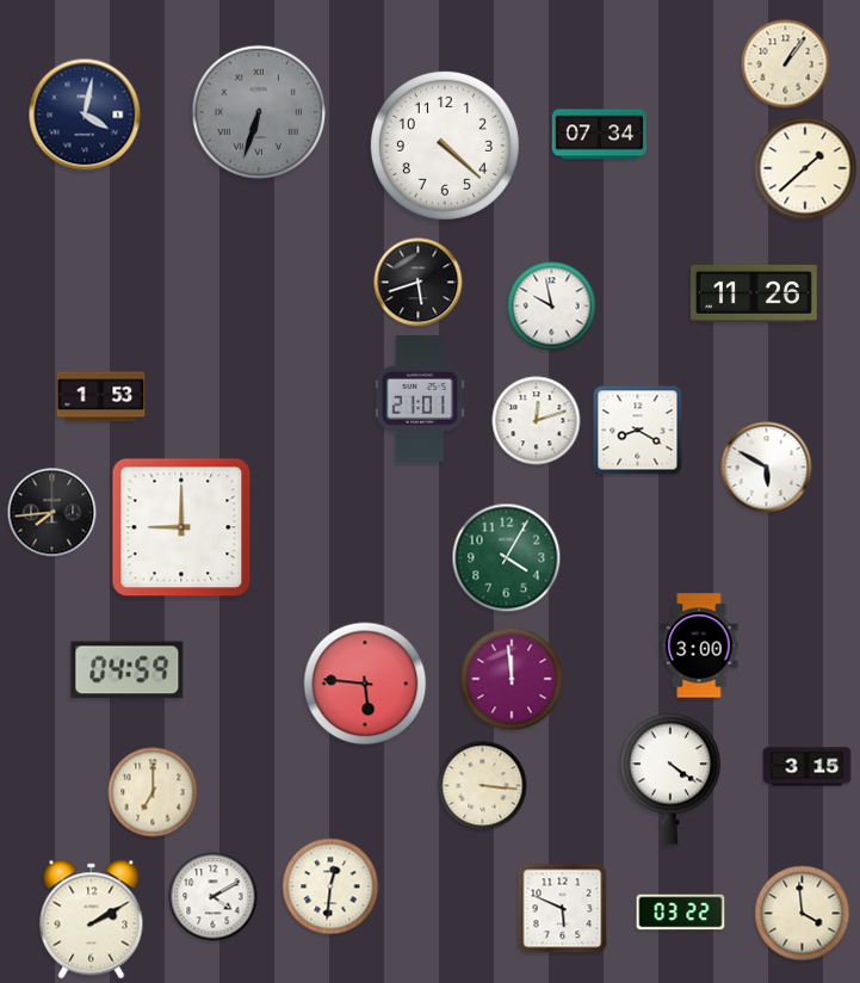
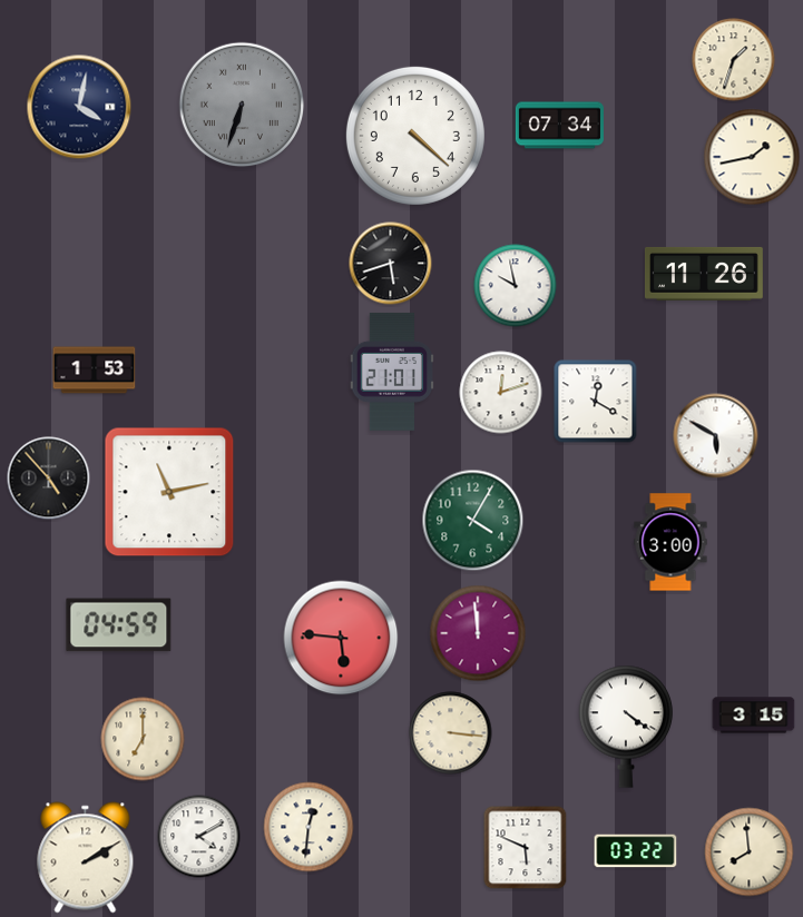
clock at (786, 64): 1:06 -> 1:33
clock at (805, 168): 1:38 -> 1:43
clock at (638, 431): 8:20 -> 12:20
clock at (52, 513): 7:44 -> 4:53
clock at (181, 527): 9:00 -> 11:13
clock at (699, 645) position: (699, 645) -> (670, 542)
clock at (803, 914): 3:59 -> 7:59
